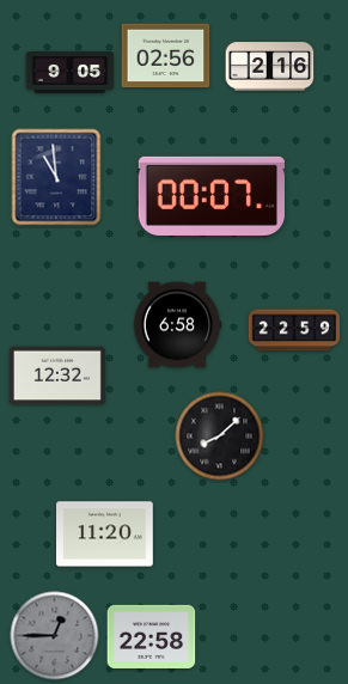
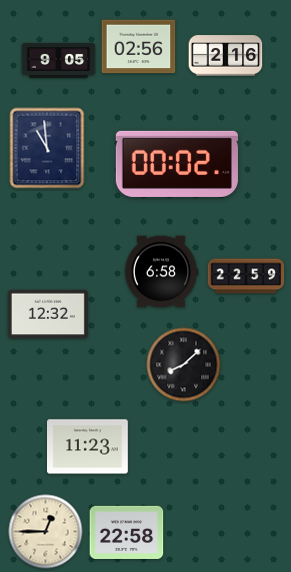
clock at (212, 196): 00:07 -> 00:02
clock at (177, 325) position: (177, 325) -> (161, 272)
clock at (105, 535): 11:20 -> 11:23
clock at (55, 636) dial: grey -> cream
